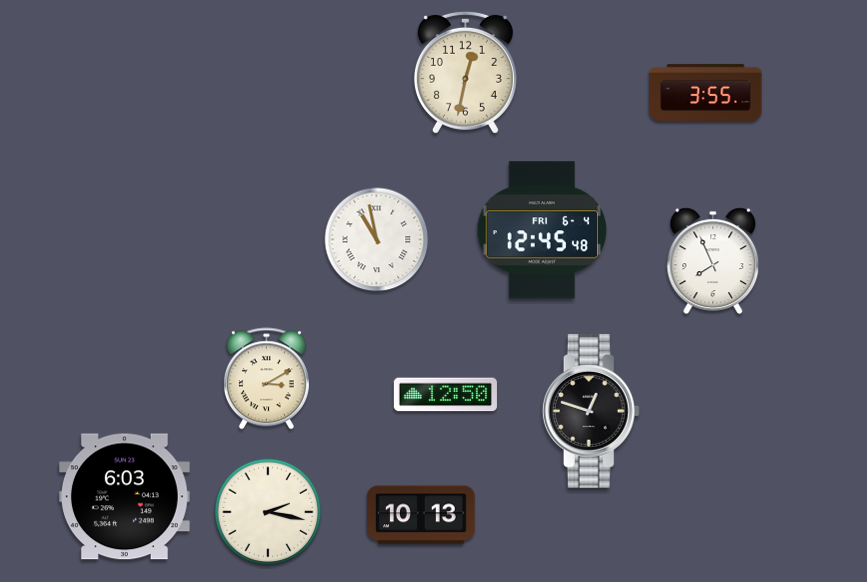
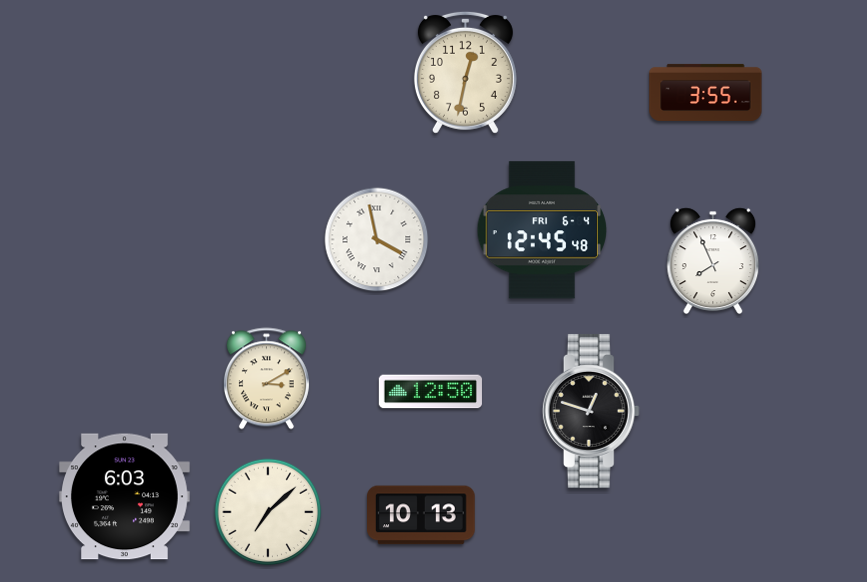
clock at (377, 240): 10:58 -> 3:58
clock at (445, 395) position: (445, 395) -> (430, 392)
clock at (268, 512): 2:17 -> 7:08
